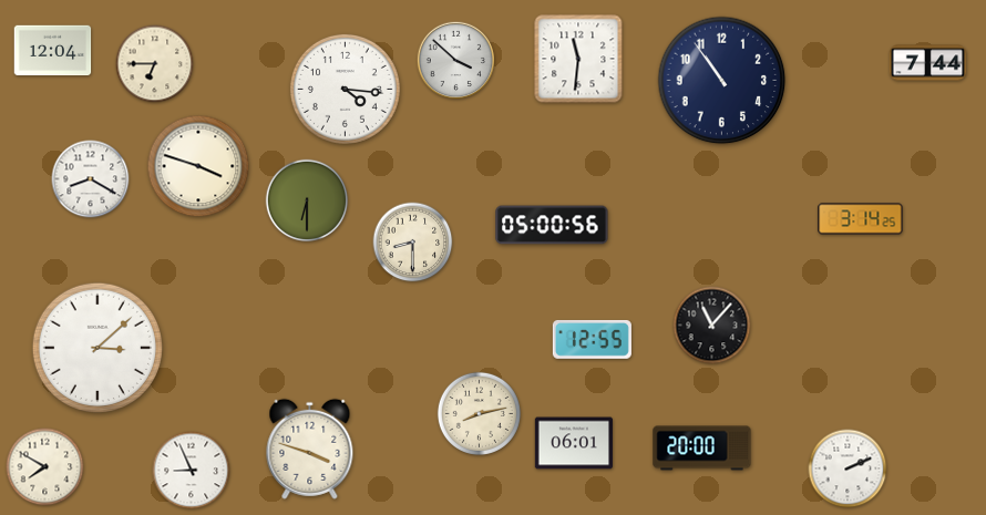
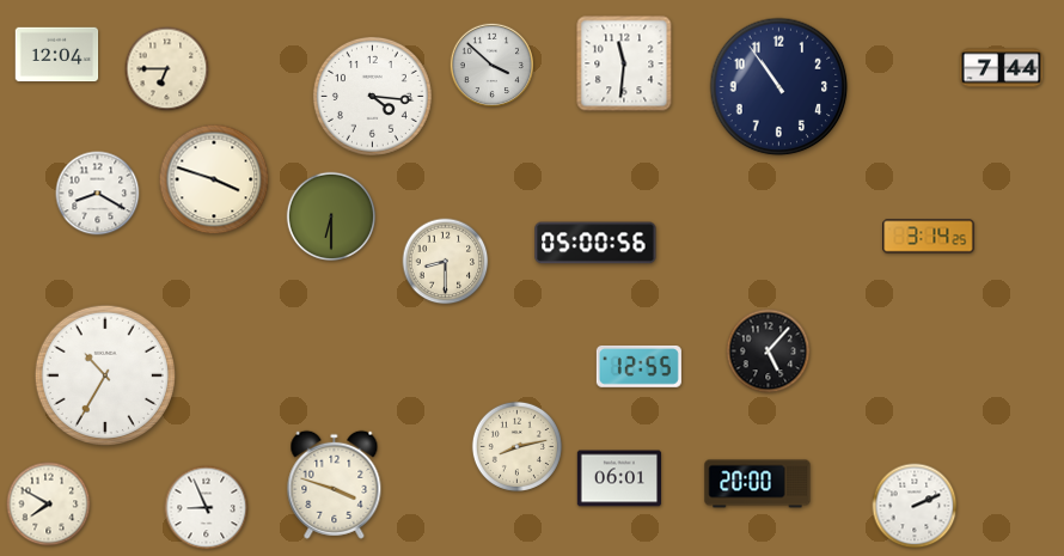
clock at (712, 326): 11:07 -> 5:07
clock at (97, 348): 3:08 -> 10:35
